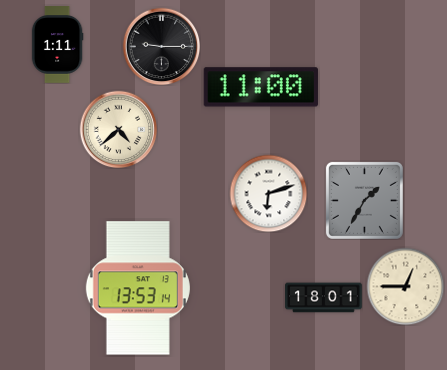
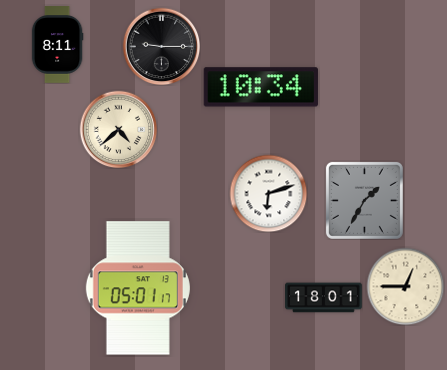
clock at (57, 45): 1:11 -> 8:11
clock at (261, 87): 11:00 -> 10:34
clock at (138, 288): 13:53 -> 05:01
